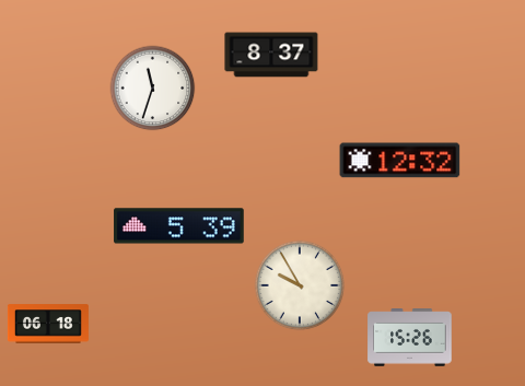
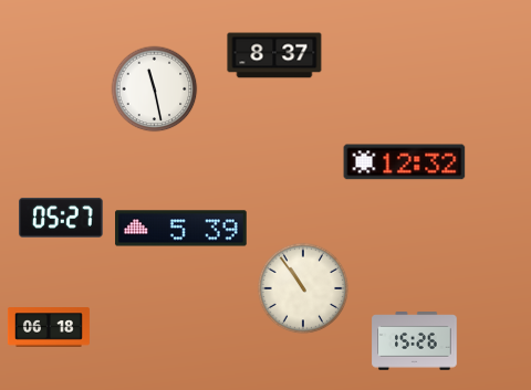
clock at (153, 89): 11:33 -> 11:28
clock at (62, 218): none -> 05:27
clock at (300, 285): 9:55 -> 10:54
